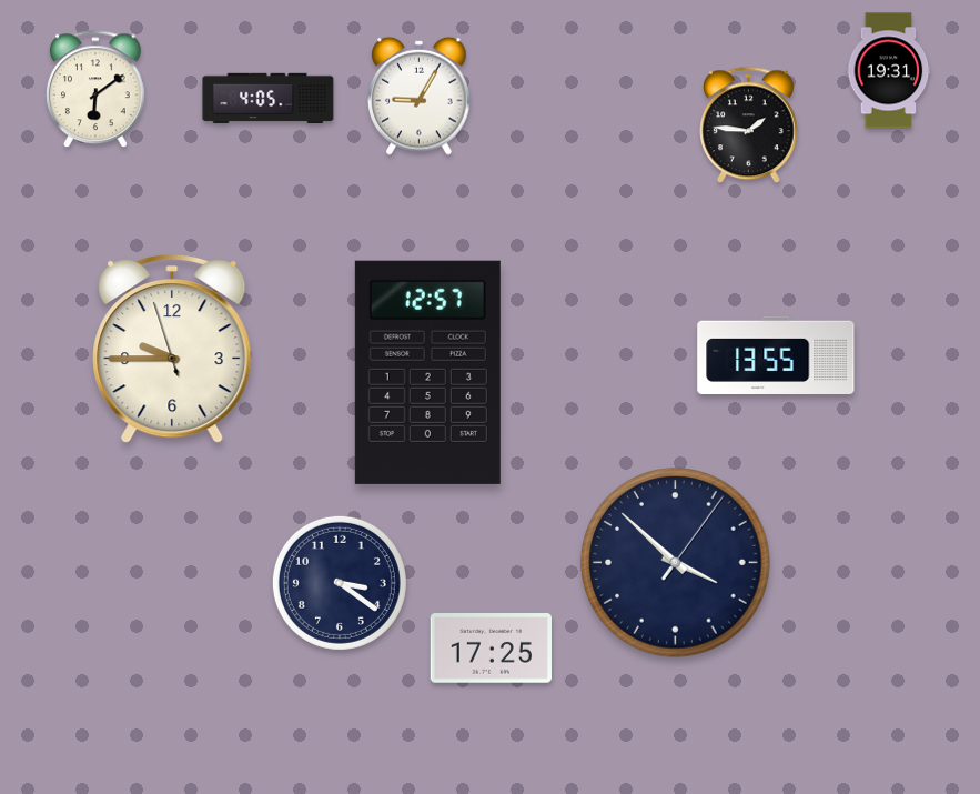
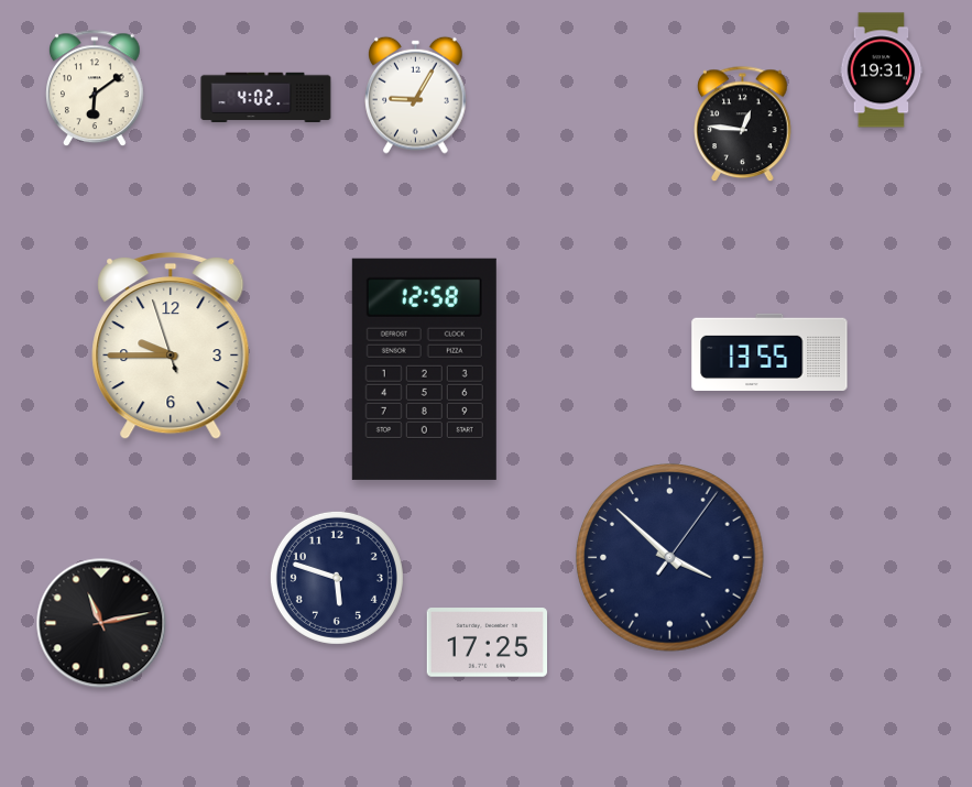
clock at (269, 99): 4:05 -> 4:02
clock at (749, 125): 1:46 -> 12:46
clock at (427, 372): 12:57 -> 12:58
clock at (340, 583): 3:21 -> 5:48
clock at (101, 623): none -> 11:13
